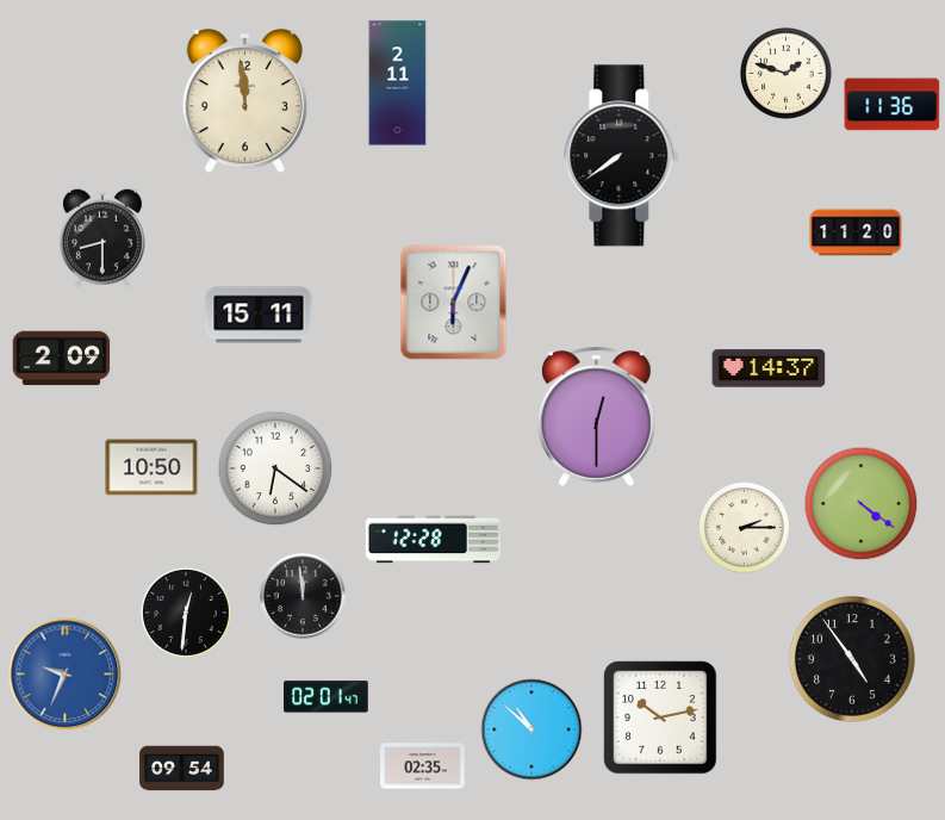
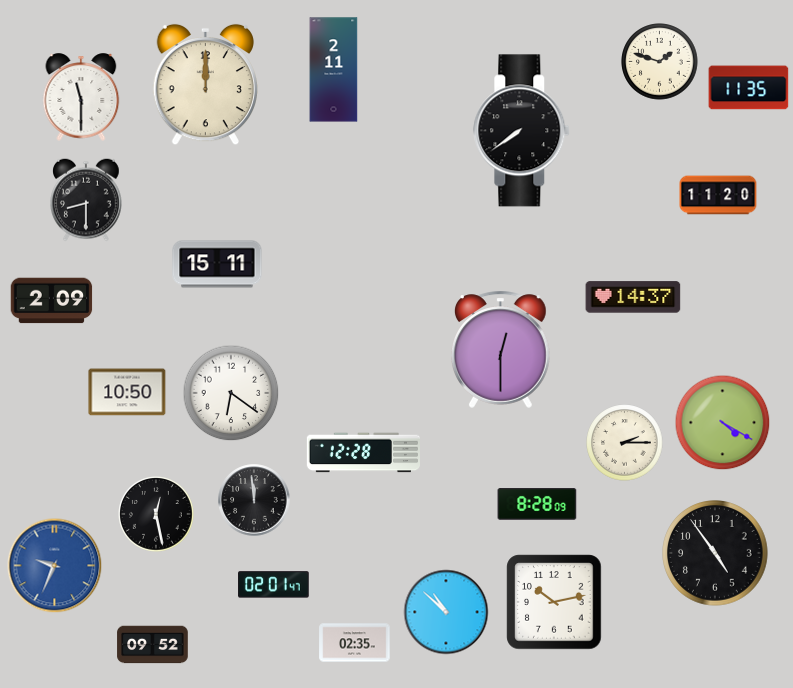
clock at (244, 101): 11:59 -> 12:00
clock at (893, 105): 11:36 -> 11:35
clock at (81, 97): none -> 11:30
clock at (454, 303): 6:04 -> none
clock at (769, 368) position: (769, 368) -> (633, 297)
clock at (862, 504): 4:21 -> 4:20
clock at (537, 504): none -> 8:28
clock at (187, 614): 12:31 -> 12:28
clock at (182, 769): 09:54 -> 09:52
